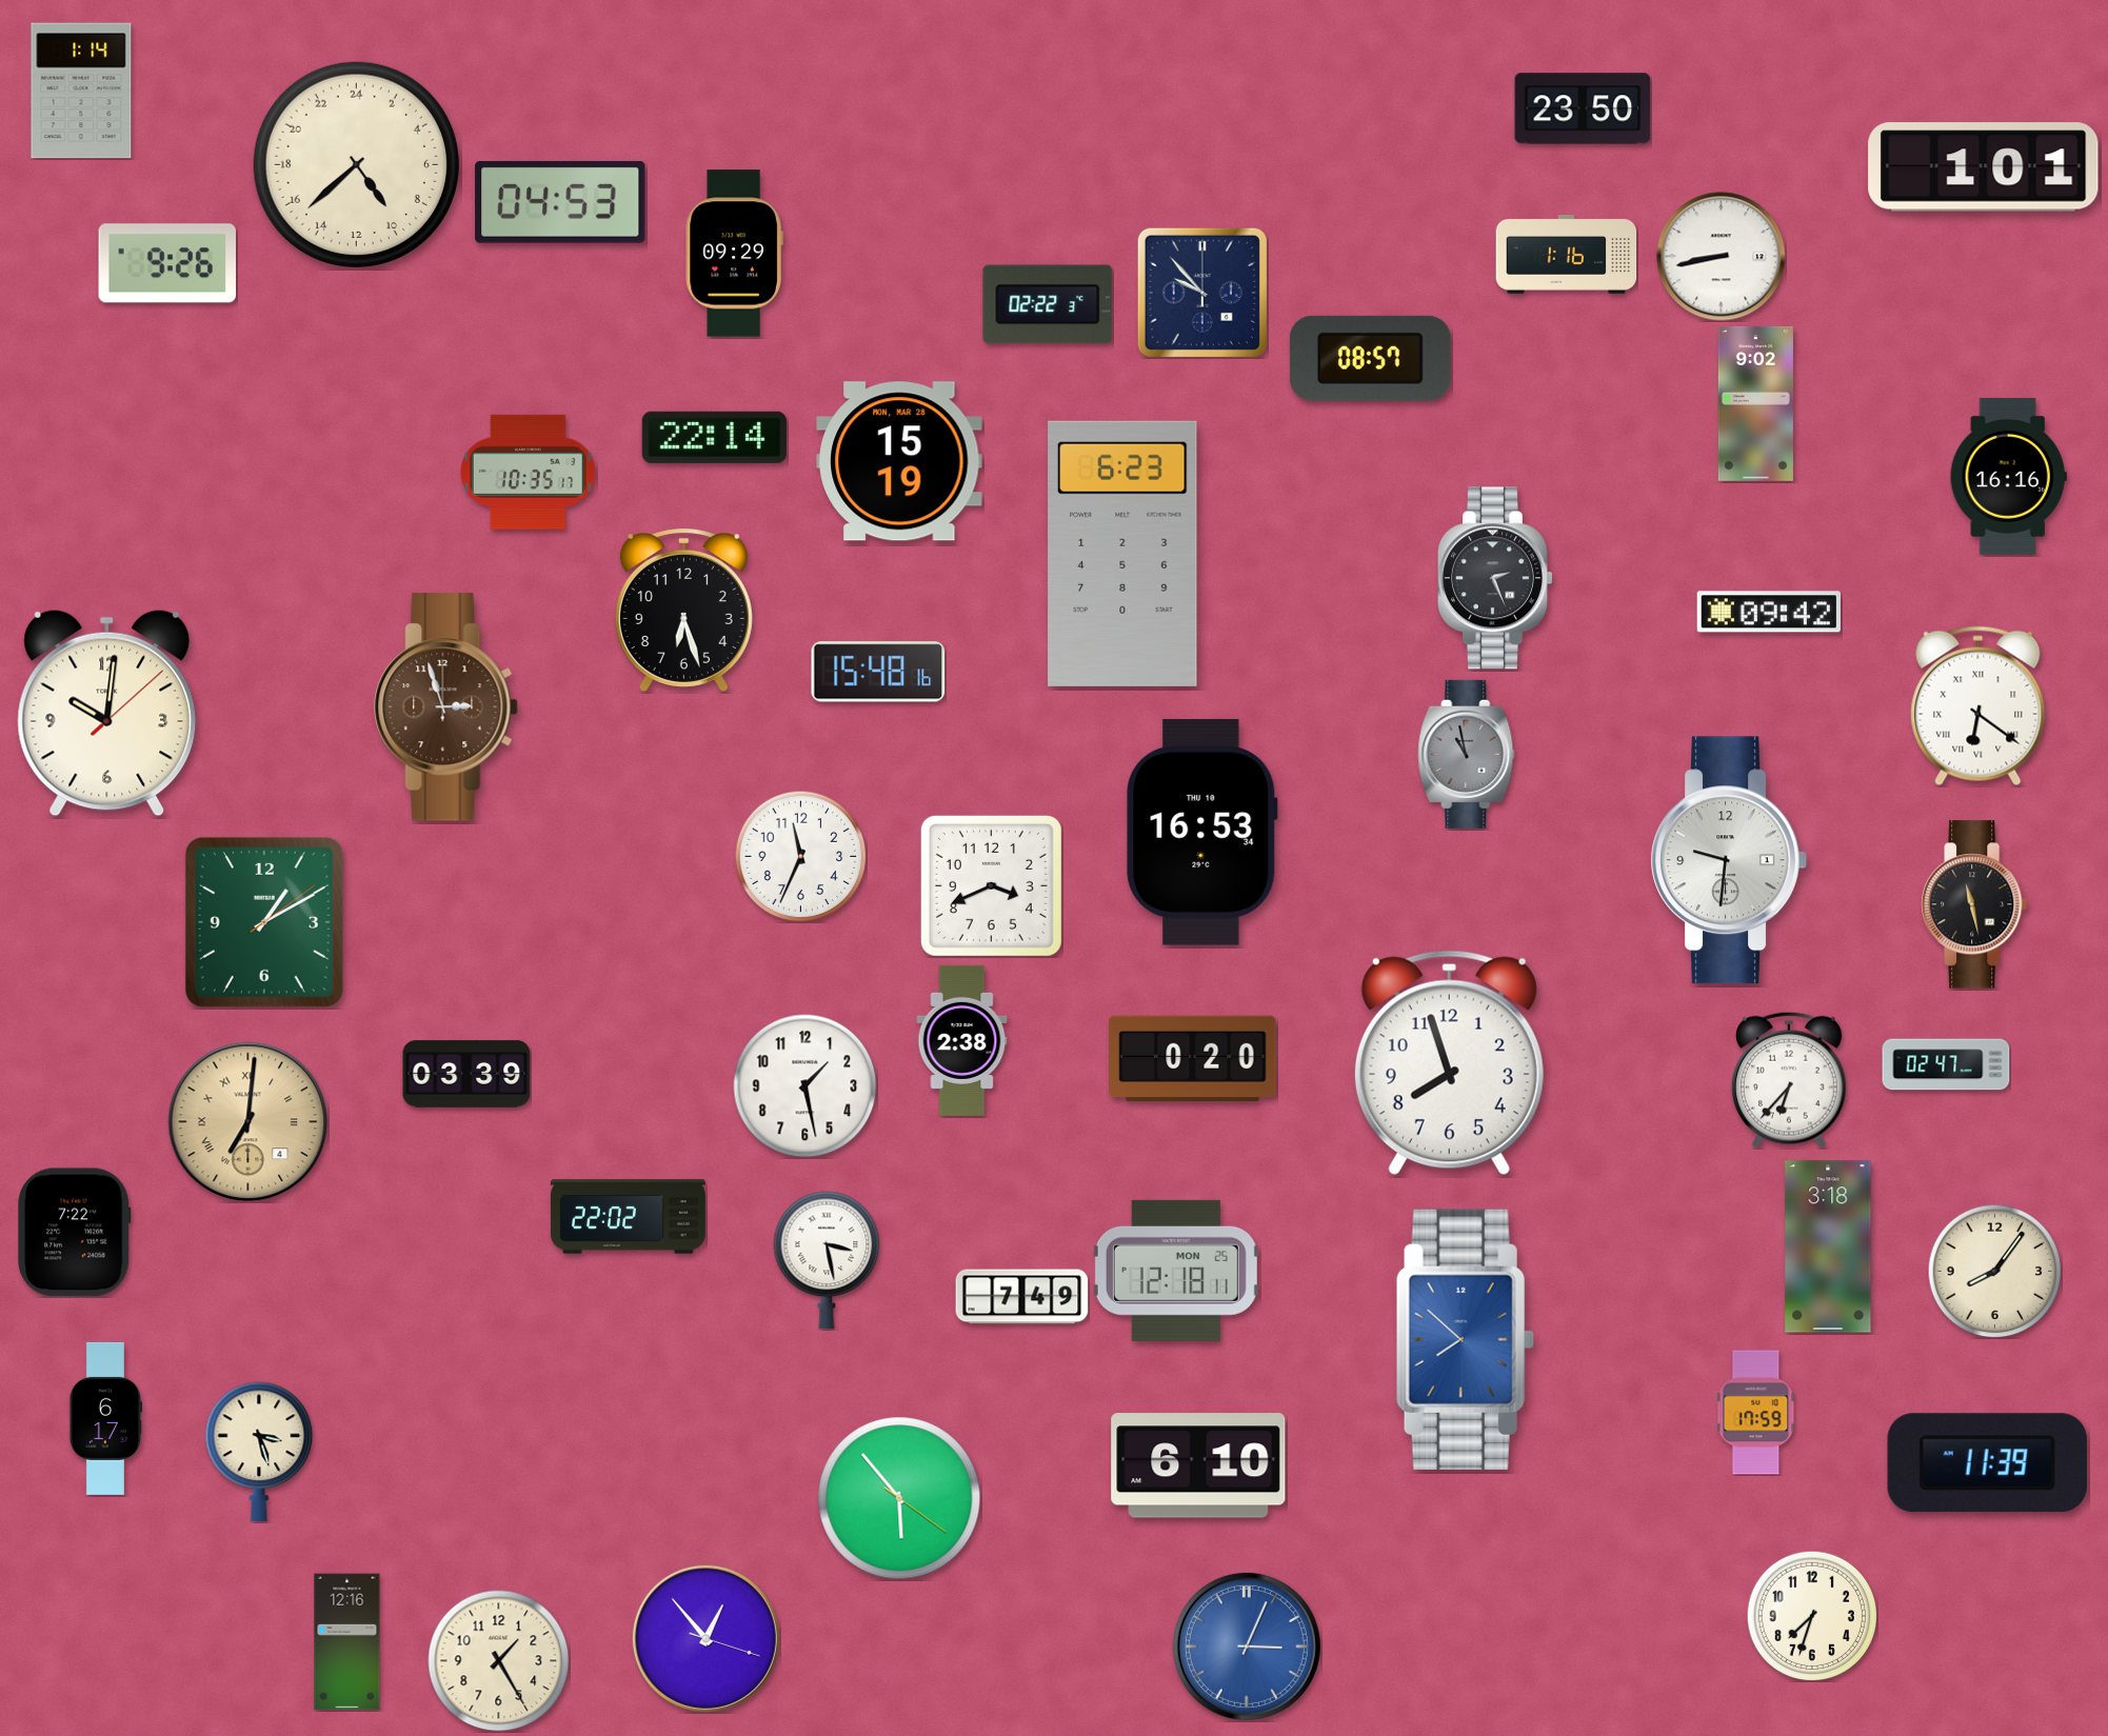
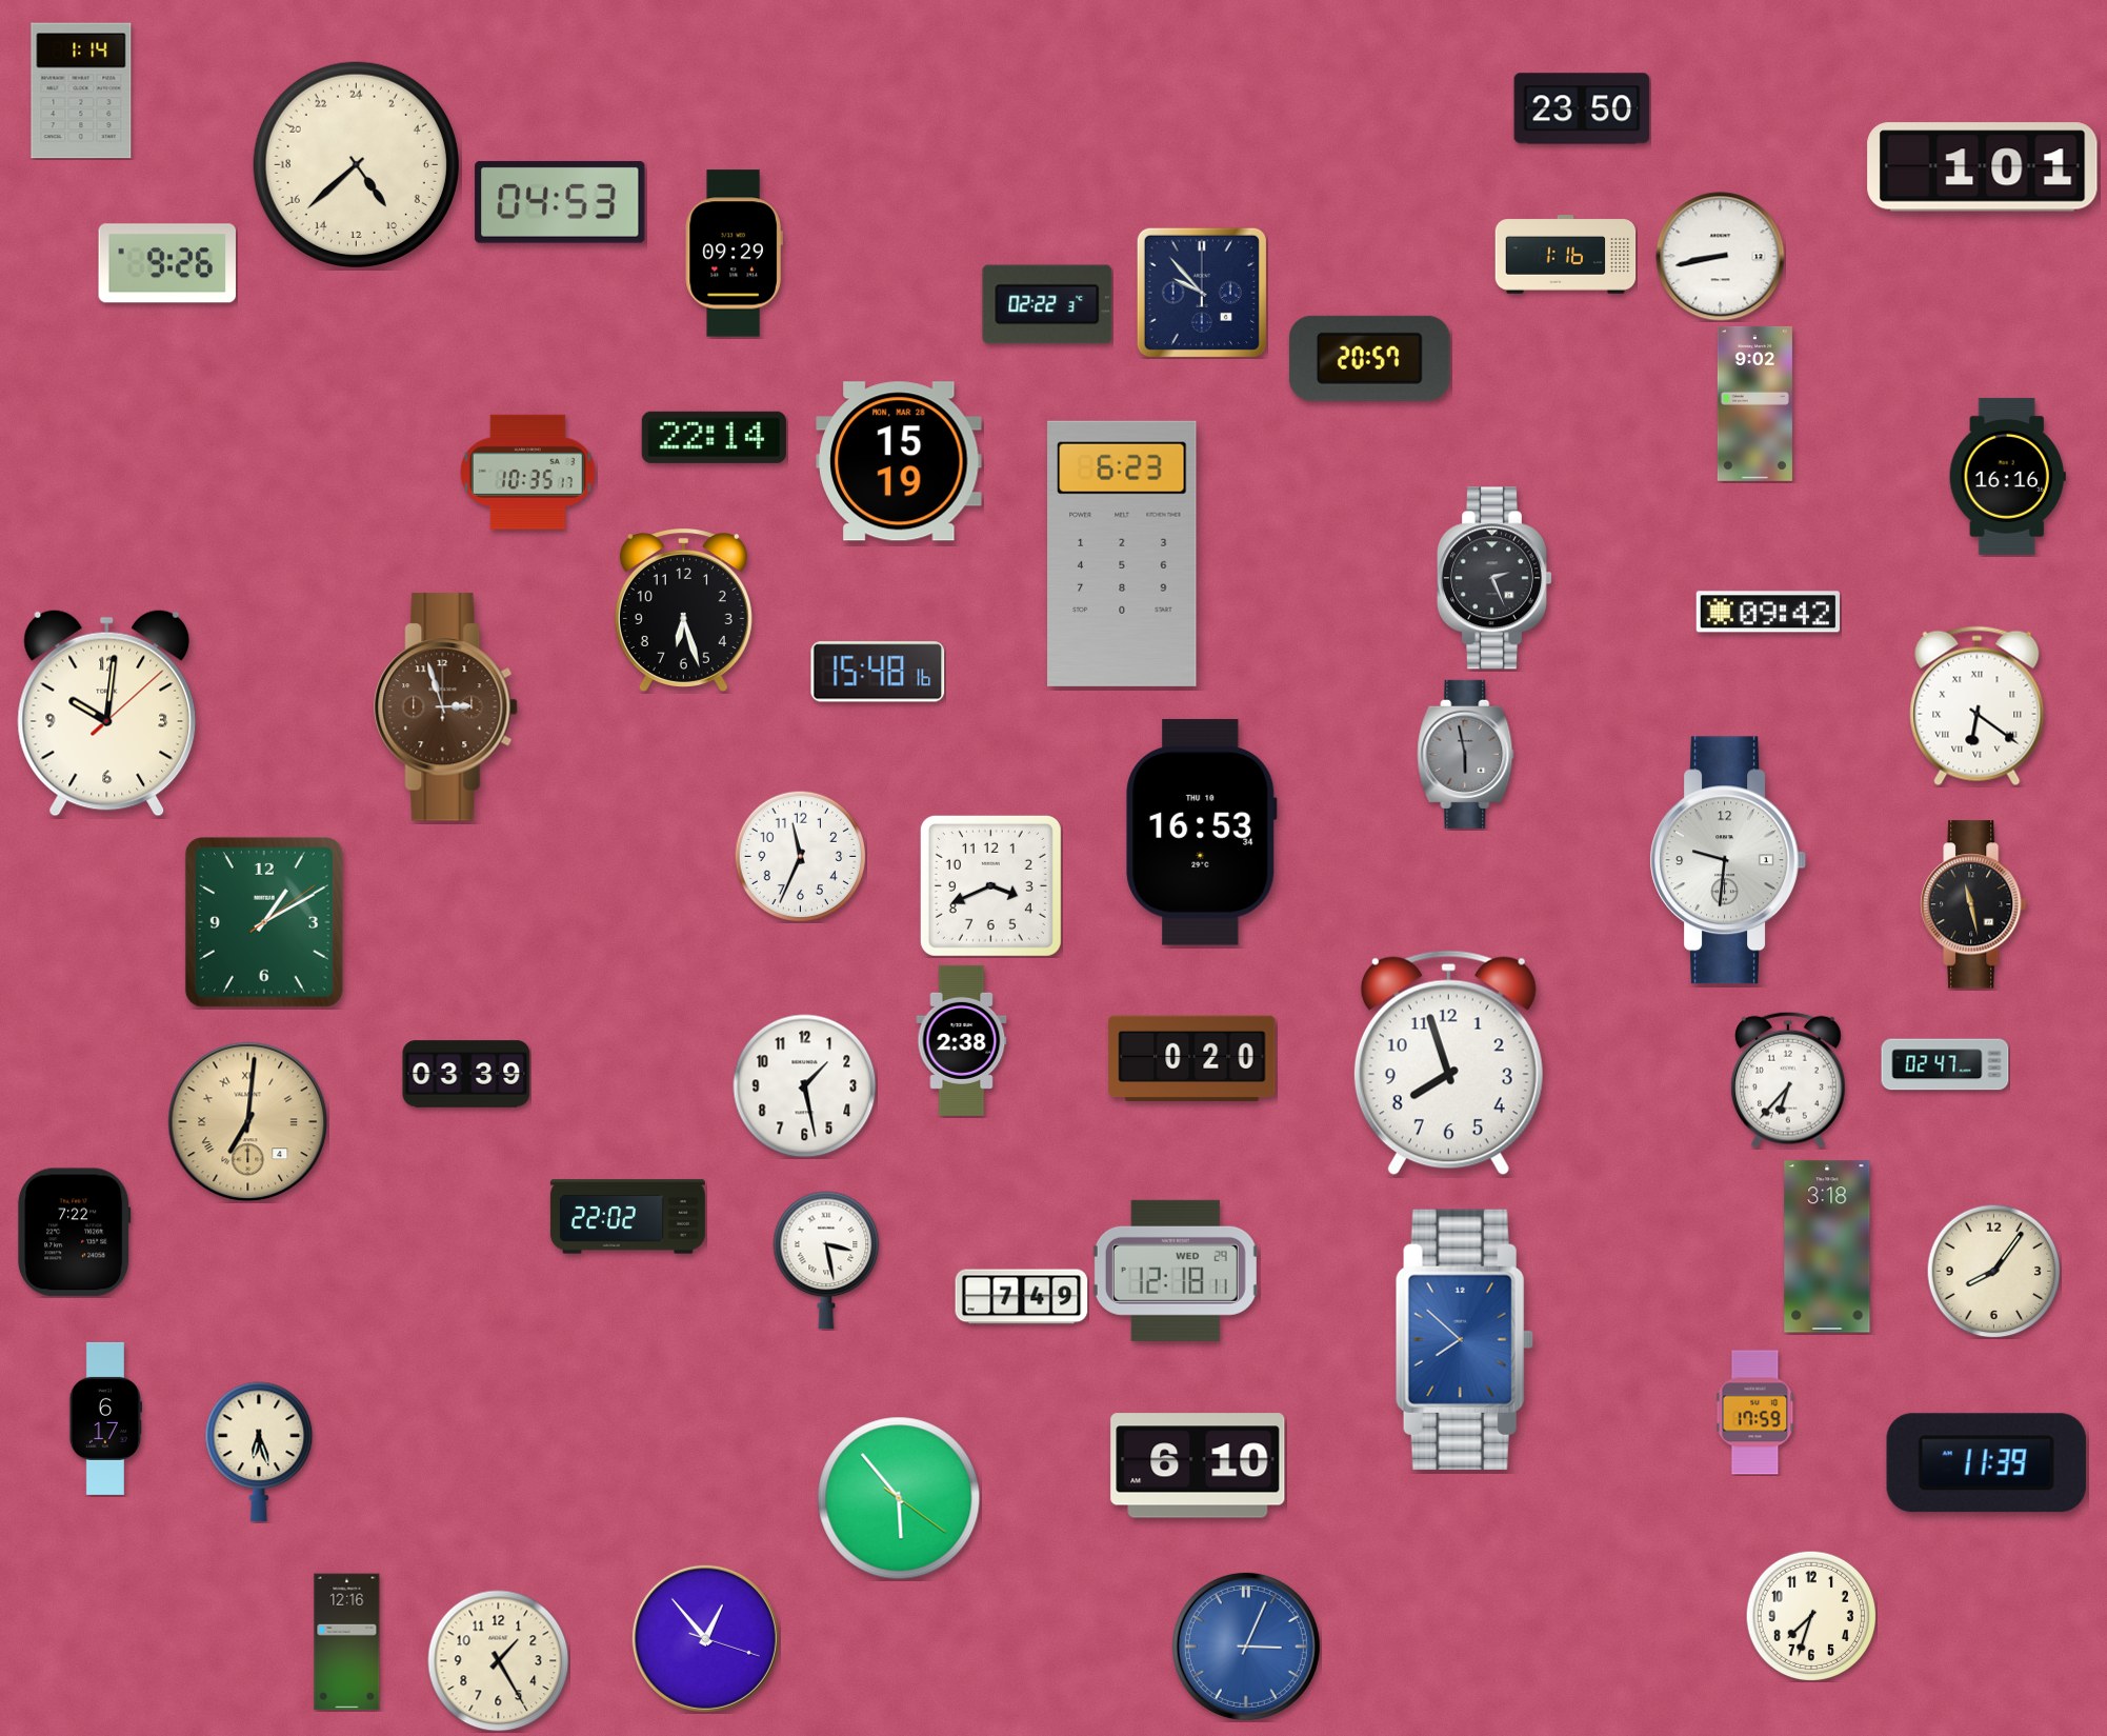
clock at (1370, 358): 08:57 -> 20:57
clock at (1467, 754): 10:58 -> 5:58
clock at (1176, 1271) date: MON 25 -> WED 29
clock at (259, 1452): 3:27 -> 6:27
